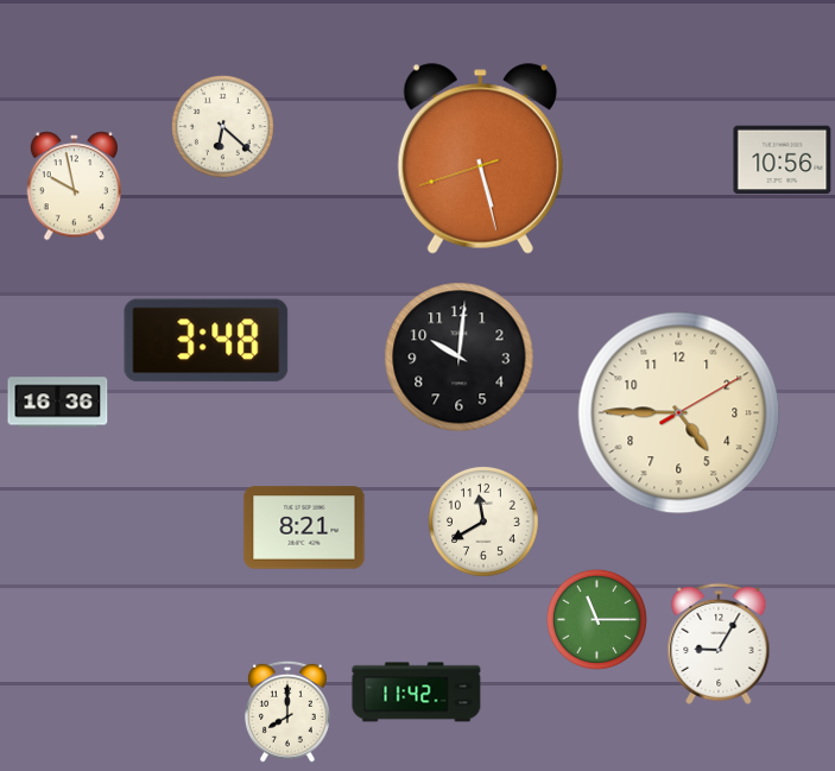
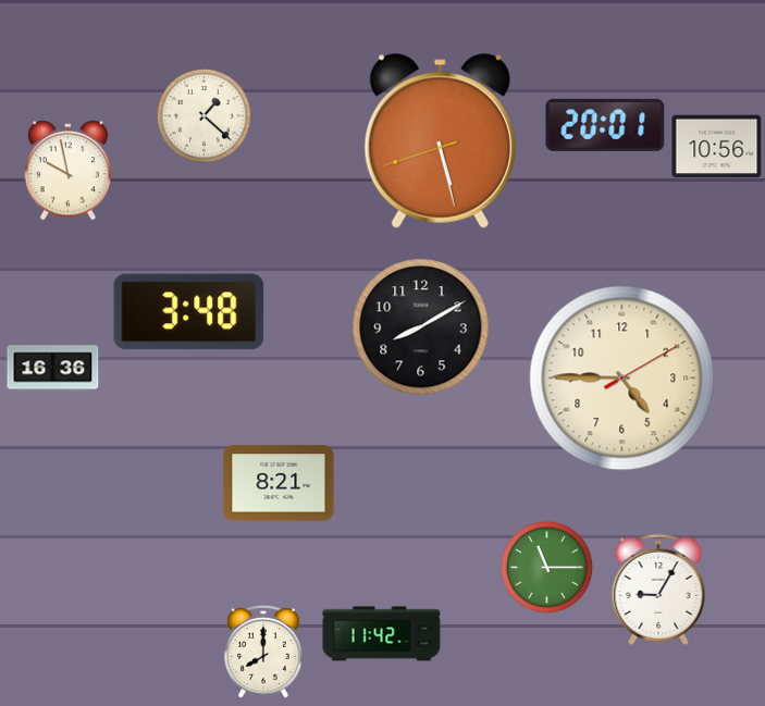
clock at (222, 126): 6:22 -> 1:22
clock at (605, 125): none -> 20:01
clock at (480, 159) position: (480, 159) -> (440, 141)
clock at (460, 358): 10:01 -> 8:10
clock at (485, 523): 11:40 -> none
